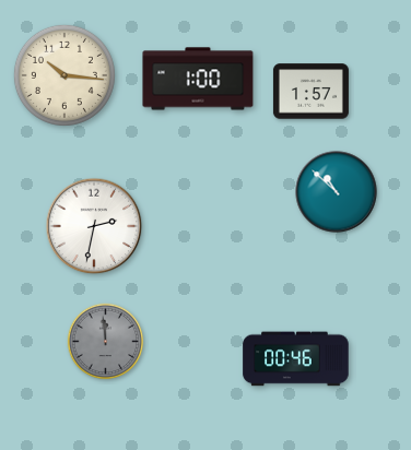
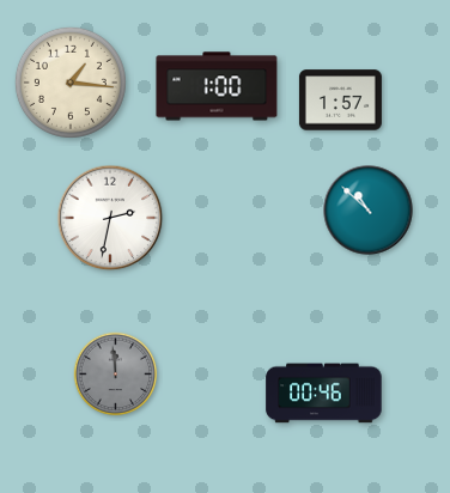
clock at (64, 75): 10:16 -> 1:16
clock at (94, 226) position: (94, 226) -> (110, 218)
